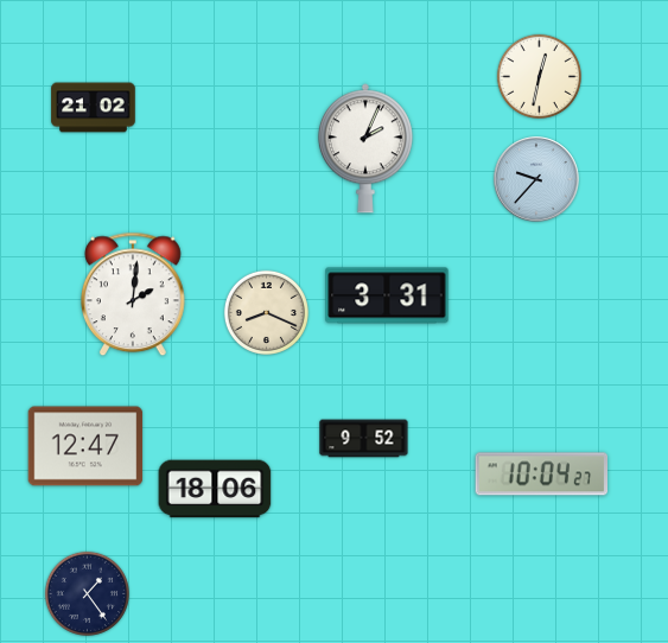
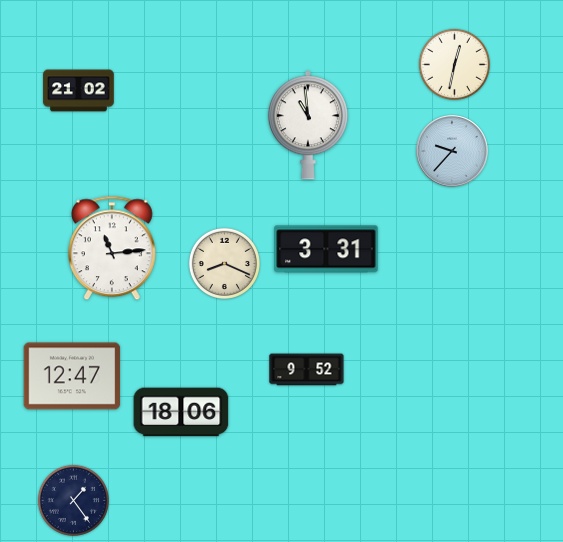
clock at (365, 148): 2:04 -> 10:59
clock at (133, 294): 2:01 -> 11:14
clock at (541, 475): 10:04 -> none
